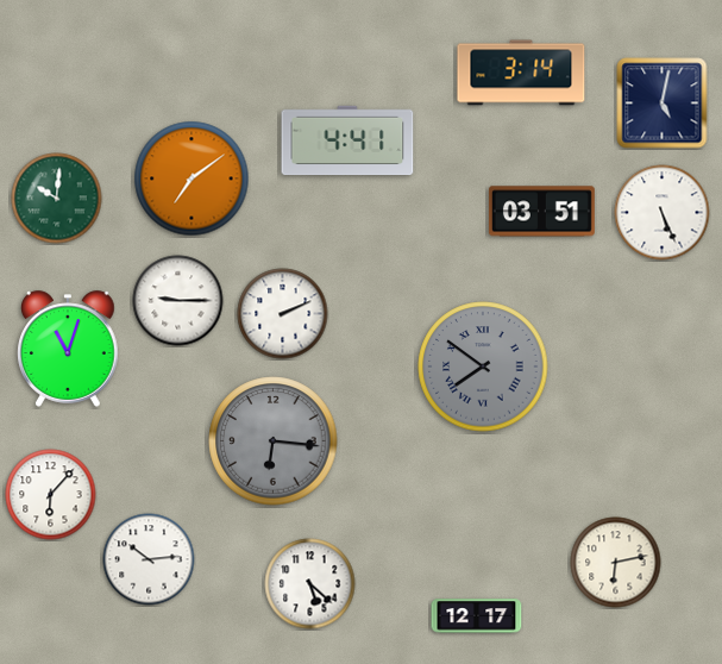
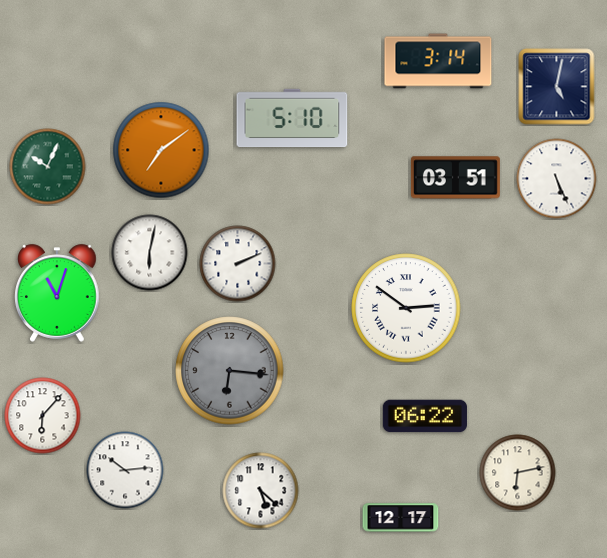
clock at (347, 140): 4:41 -> 5:10
clock at (57, 199): 10:01 -> 10:04
clock at (178, 301): 9:15 -> 6:02
clock at (483, 367): 7:51 -> 2:51
clock at (483, 367) dial: grey -> white
clock at (425, 416): none -> 06:22
